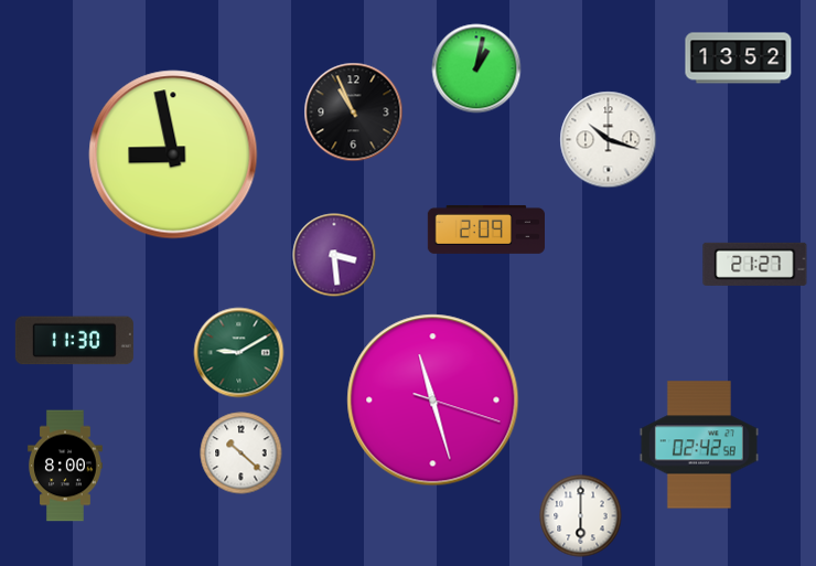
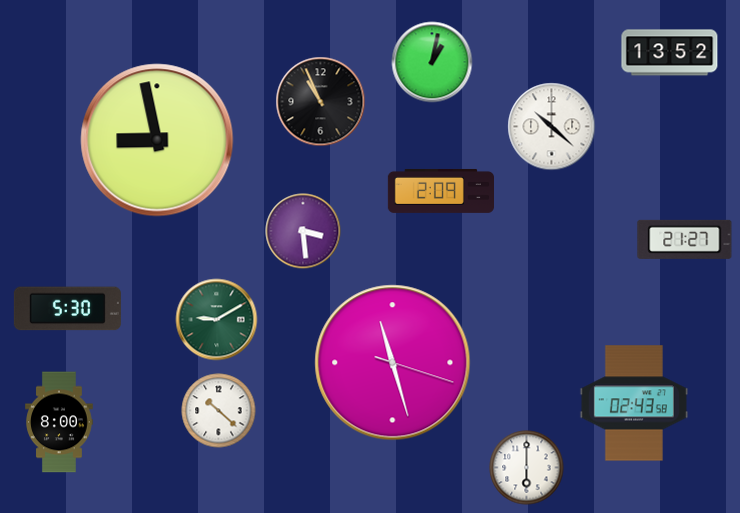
clock at (609, 140): 10:18 -> 10:22
clock at (485, 229) position: (485, 229) -> (440, 191)
clock at (74, 341): 11:30 -> 5:30
clock at (699, 445): 02:42 -> 02:43
